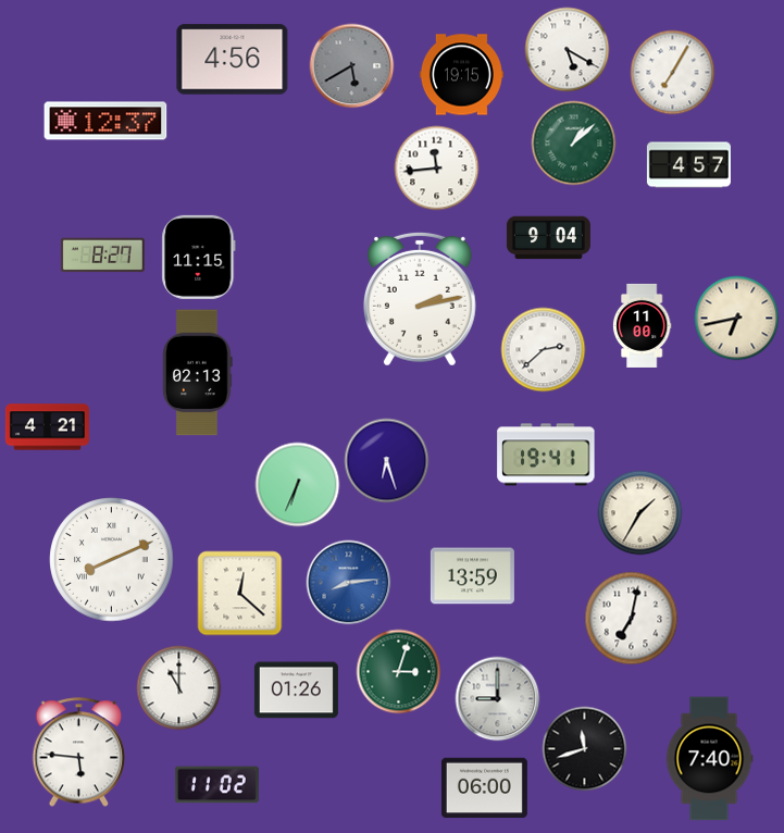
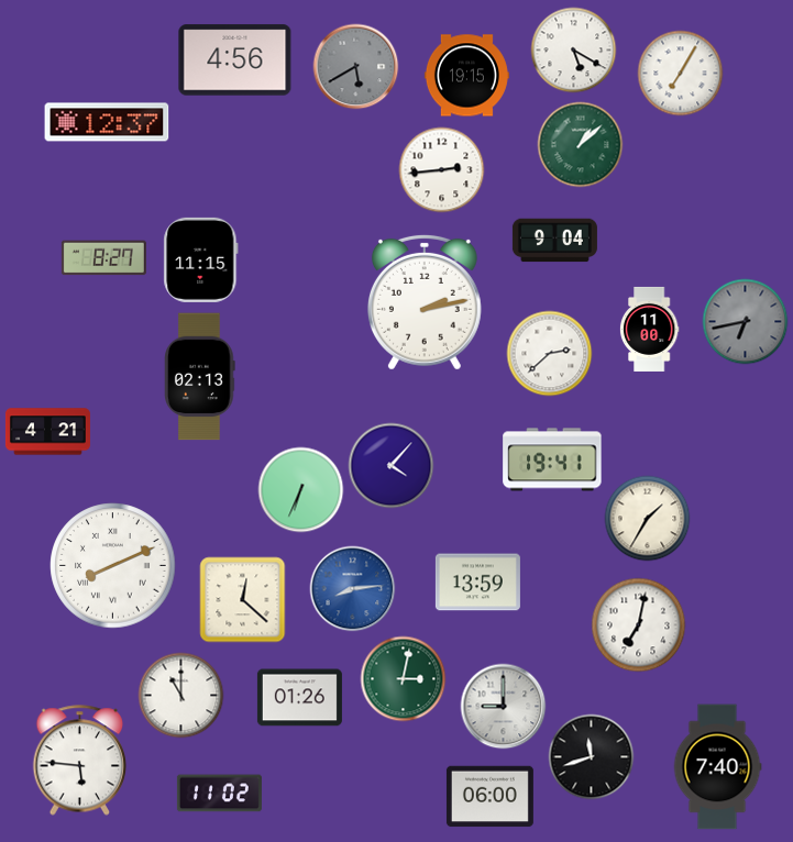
clock at (688, 165): 4:57 -> none
clock at (436, 167): 11:44 -> 2:44
clock at (736, 318) dial: cream -> grey
clock at (386, 460): 6:27 -> 4:07
clock at (398, 671): 3:03 -> 3:02
